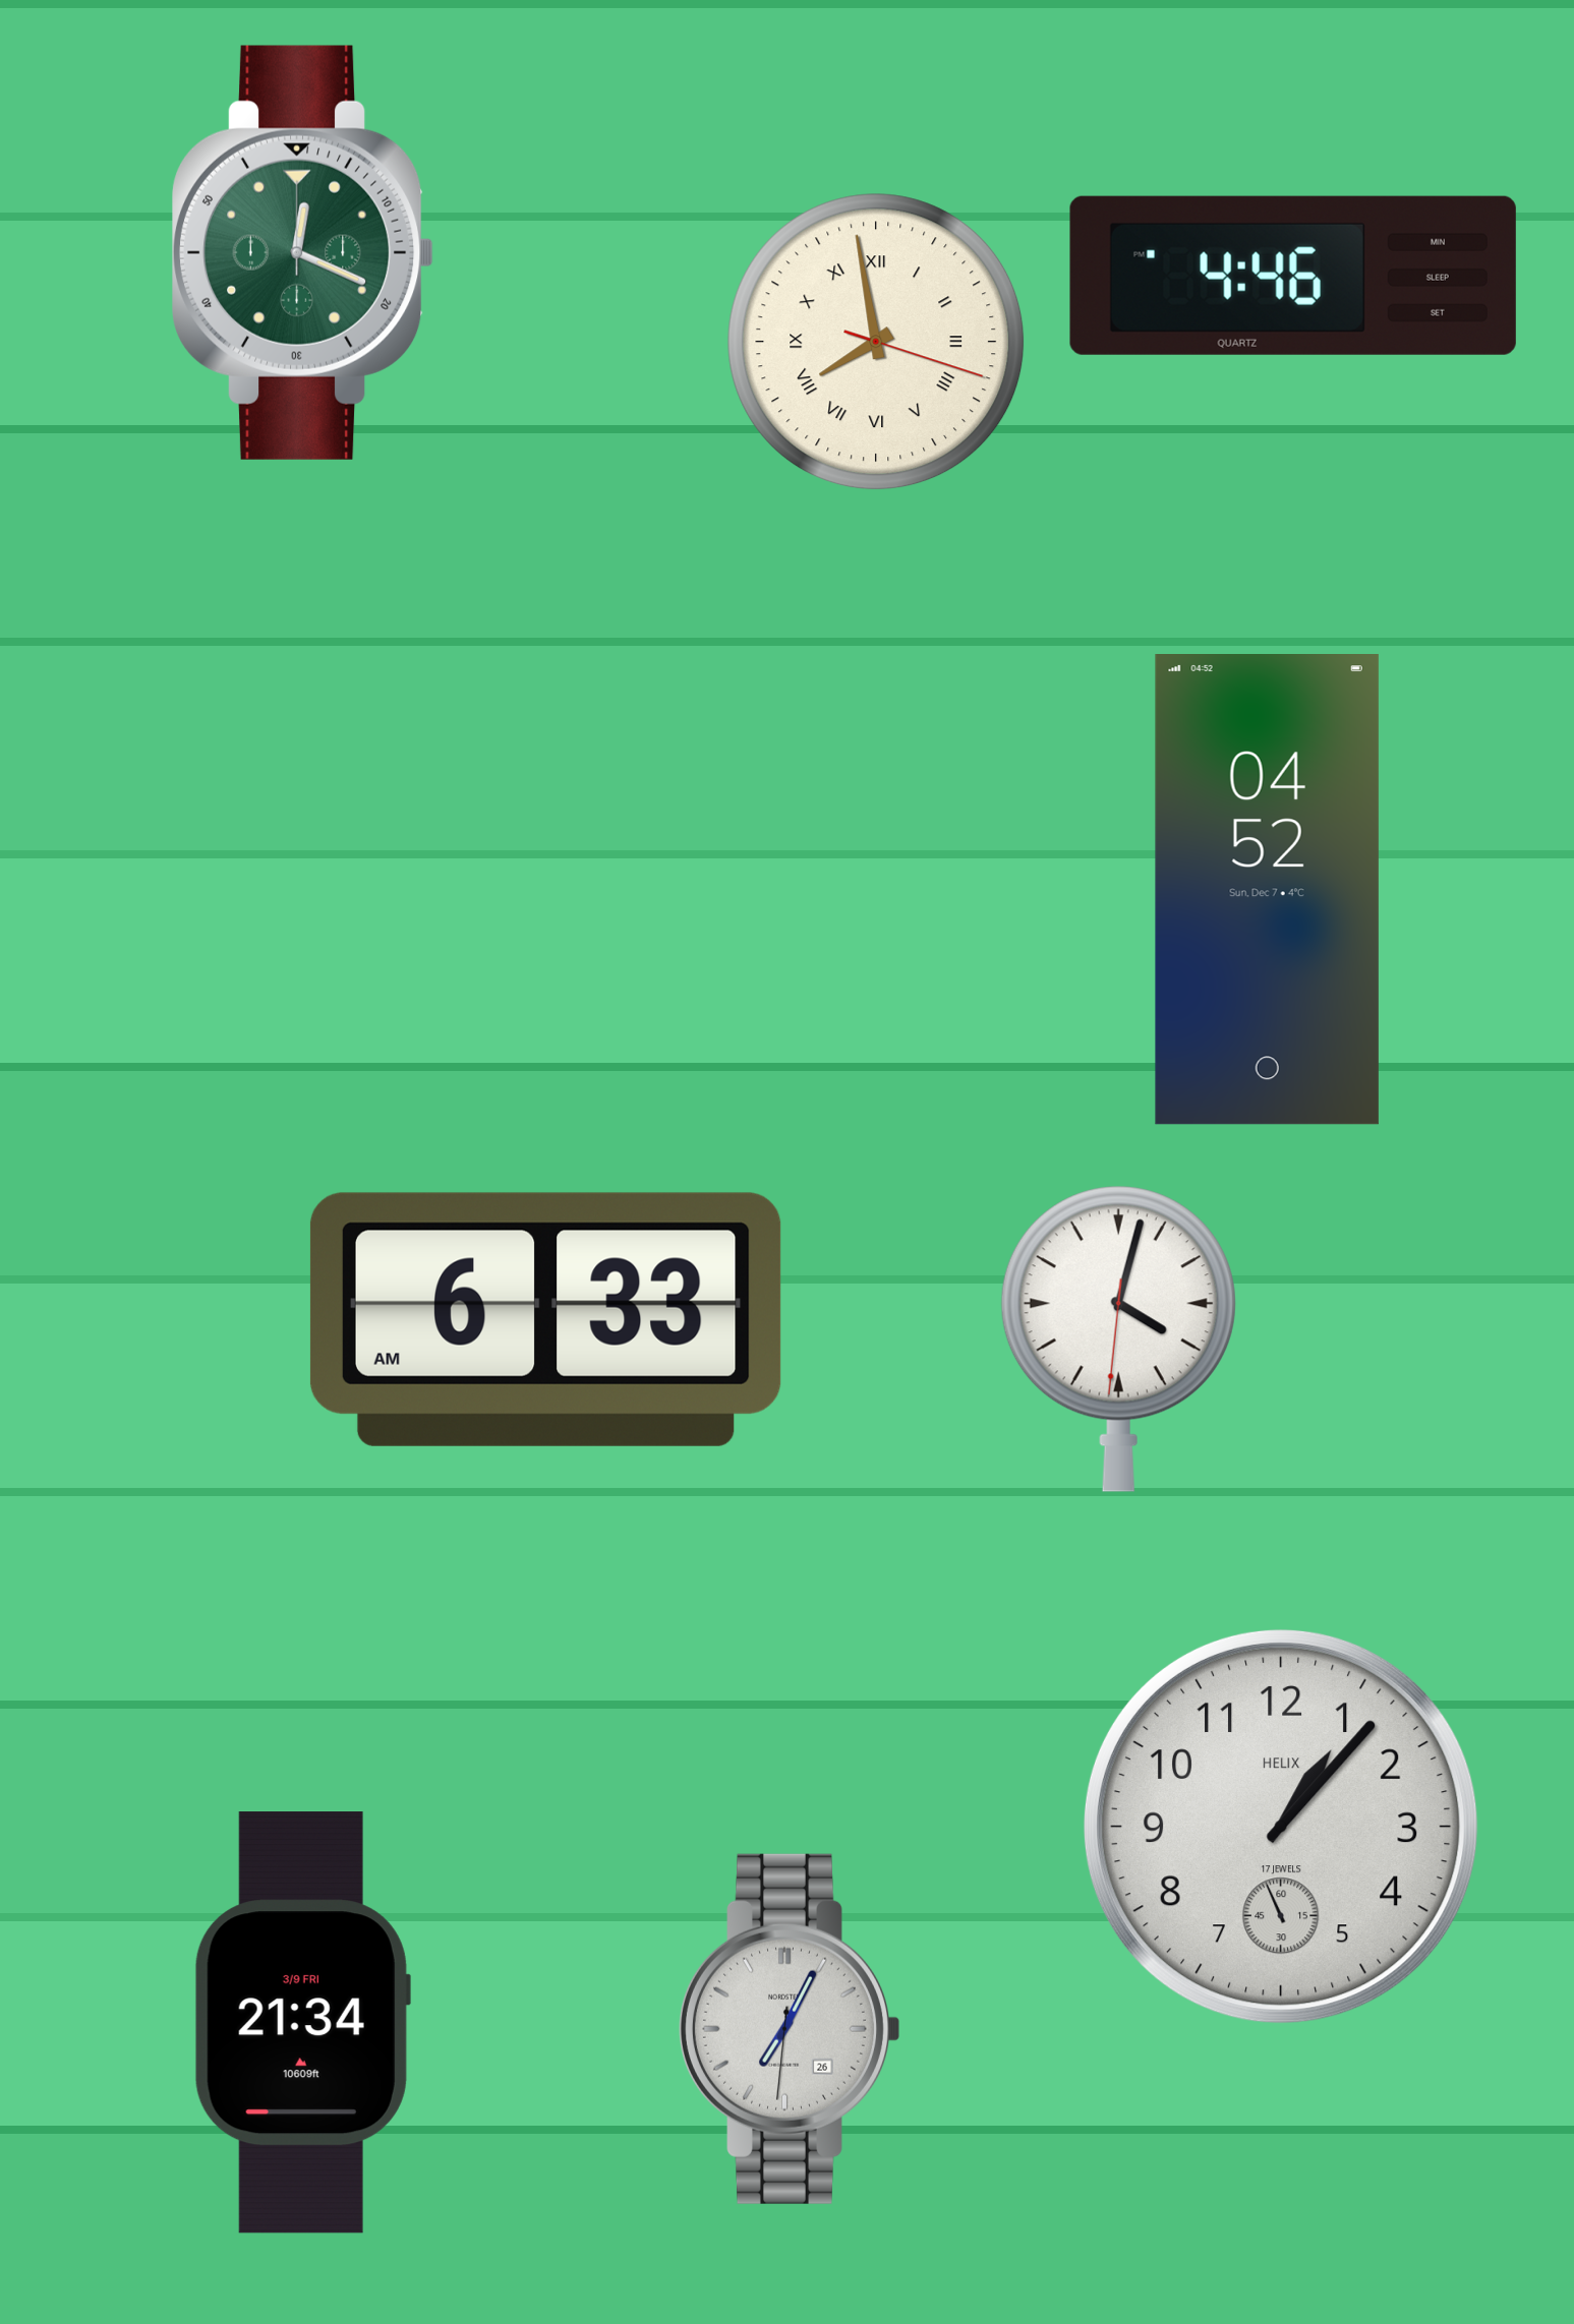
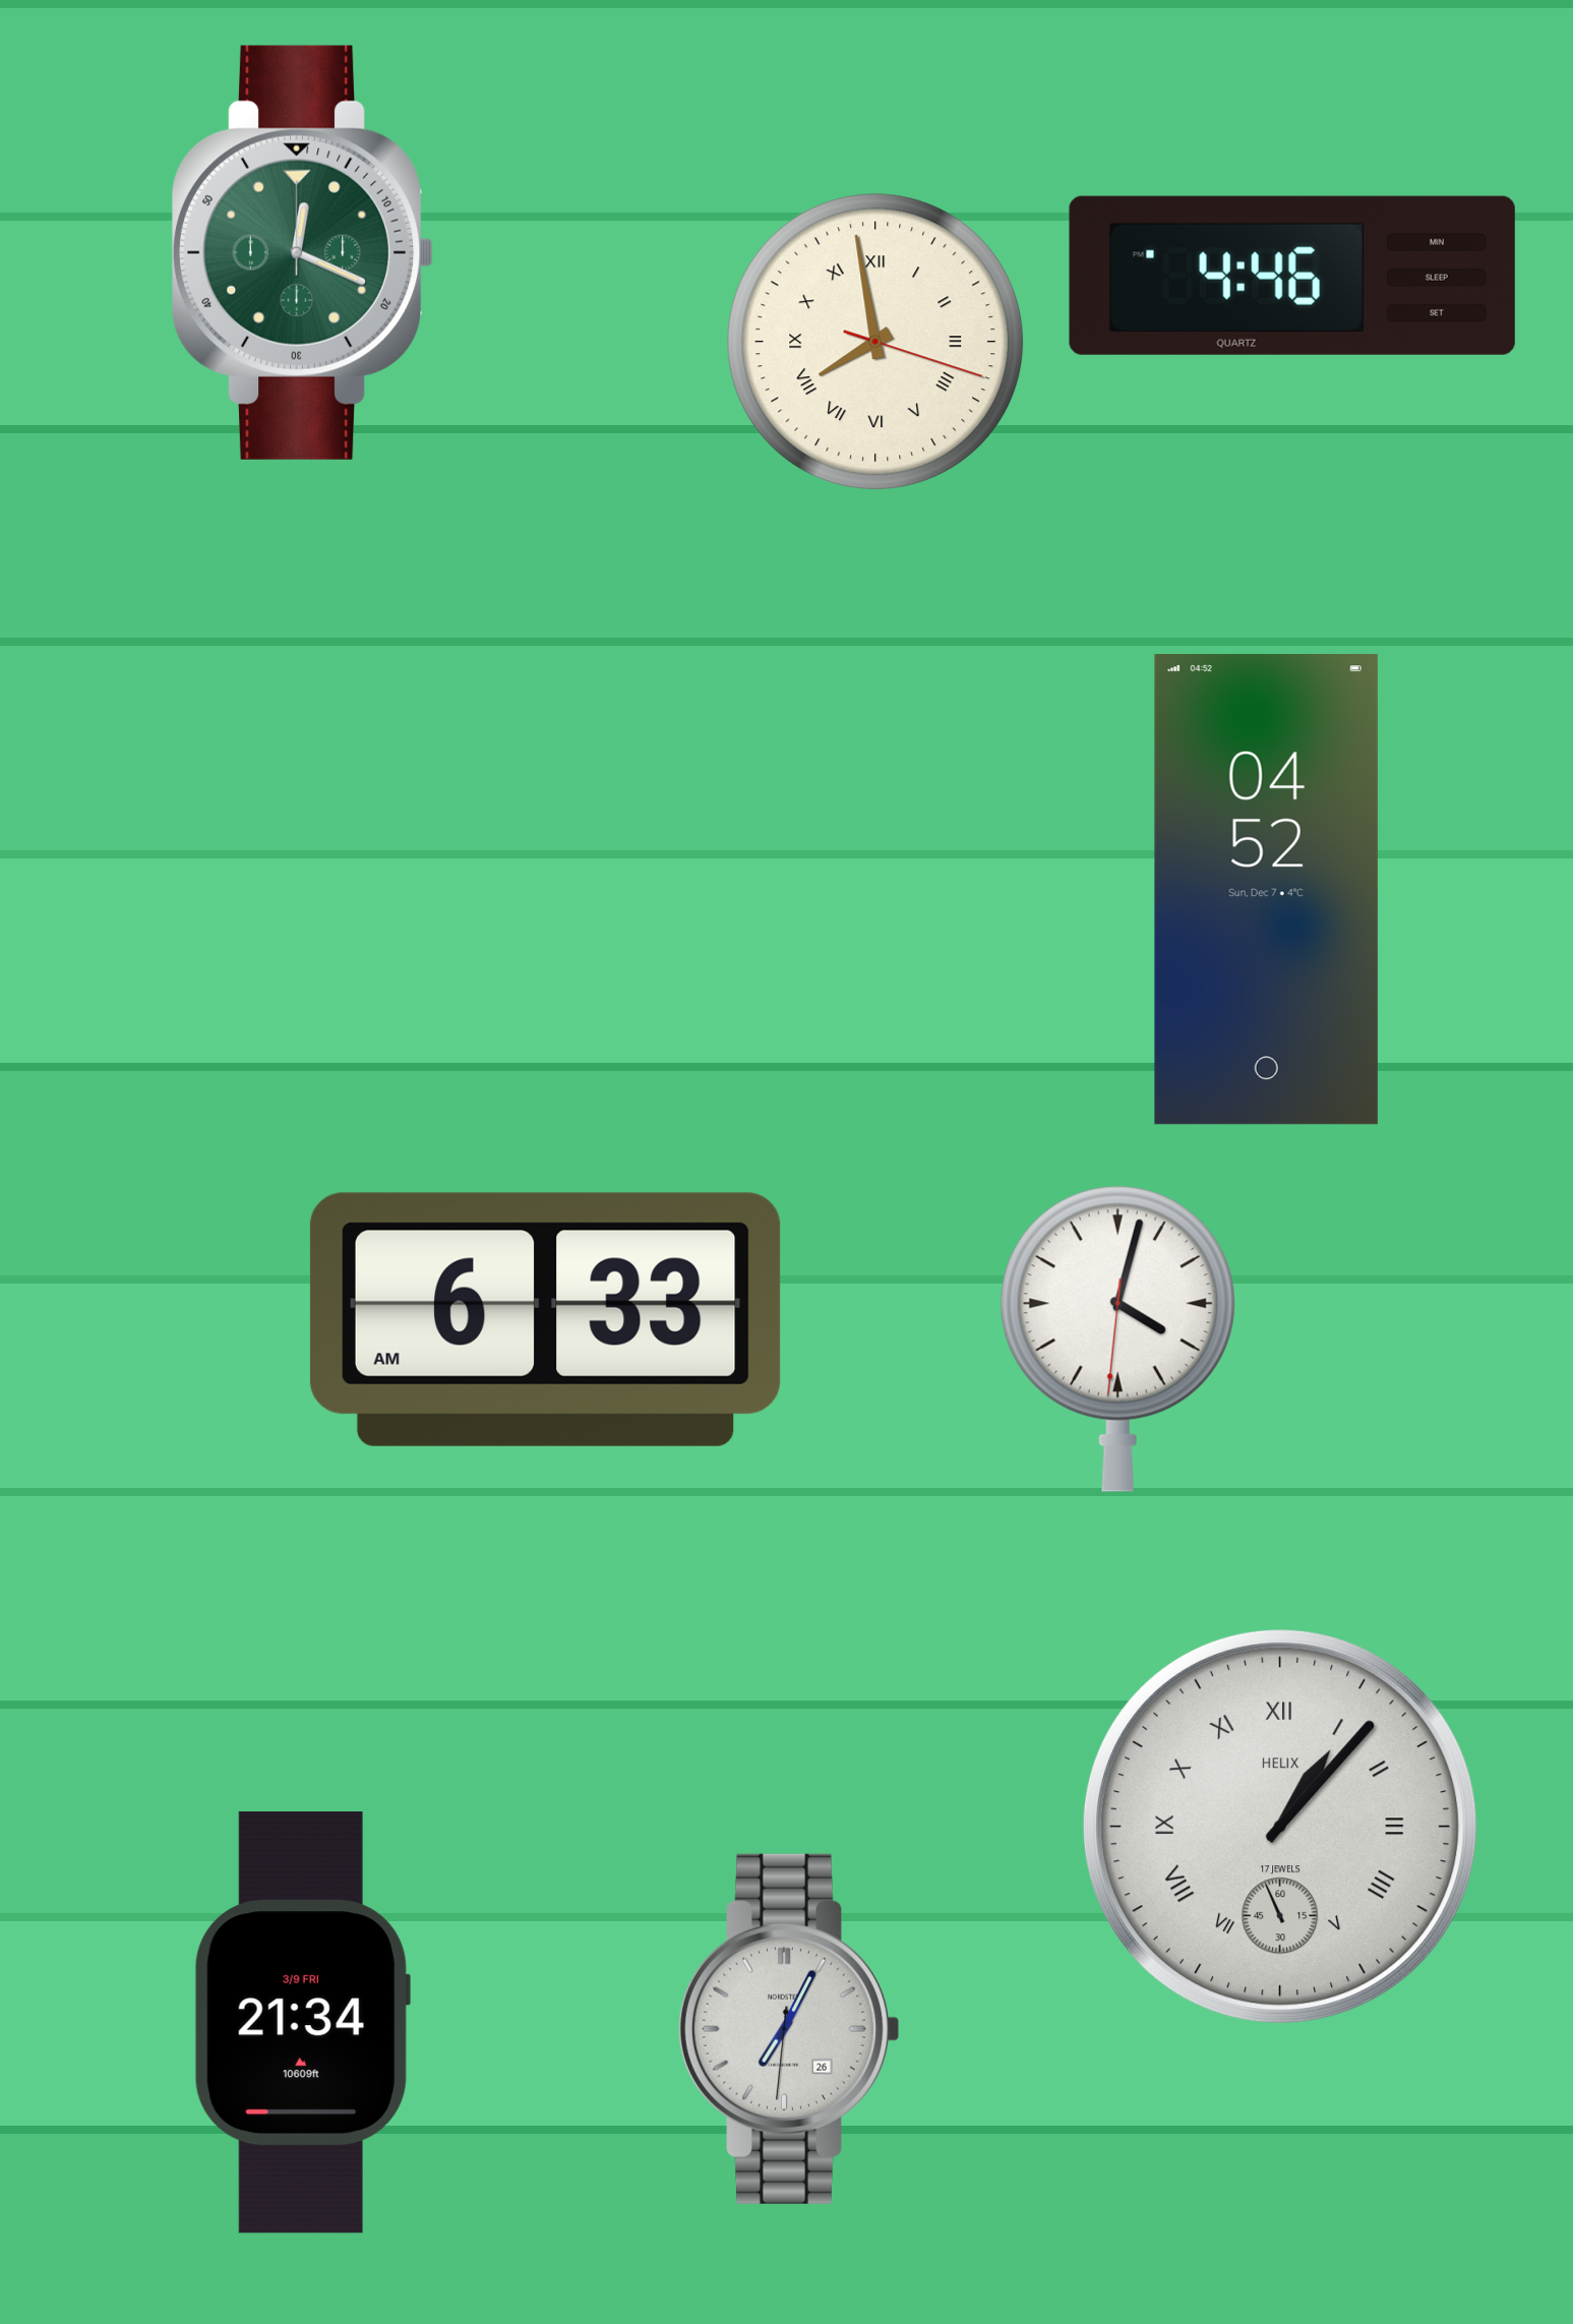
clock at (1281, 1827) numerals: Arabic -> Roman
